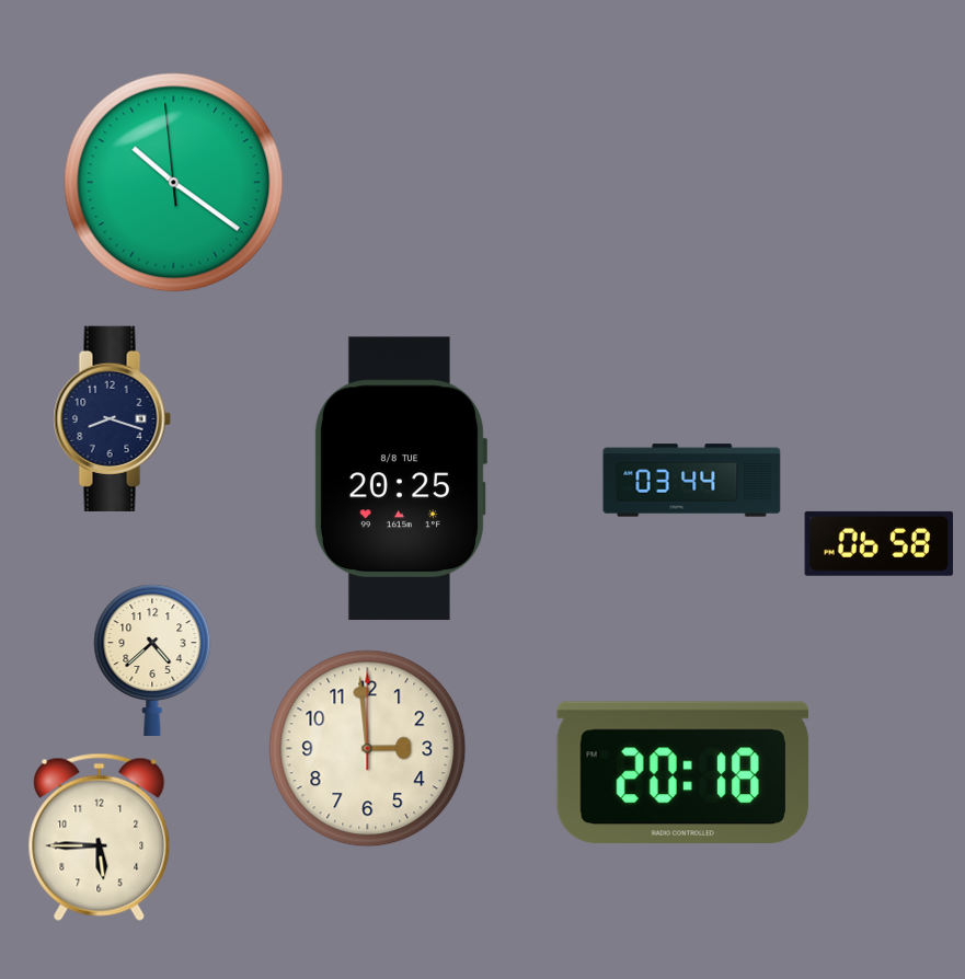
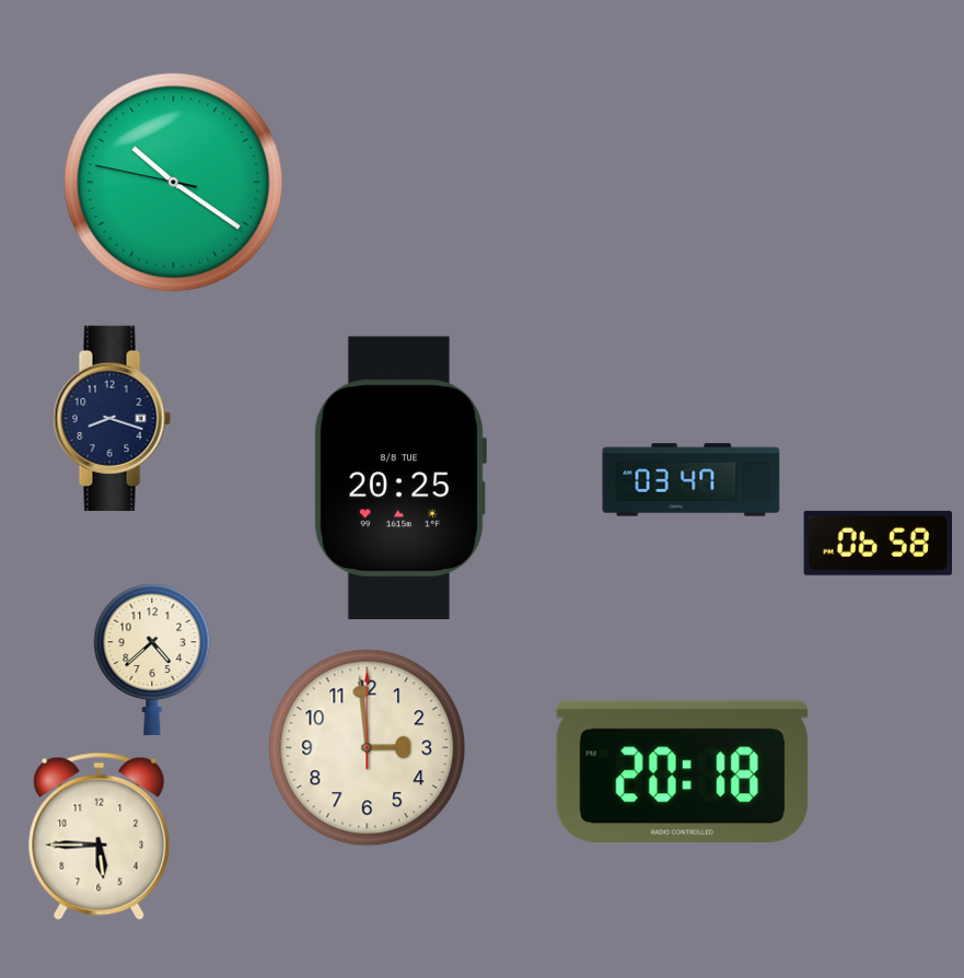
clock at (174, 183): 10:20:59 -> 10:20:47
clock at (692, 481): 03:44 -> 03:47
